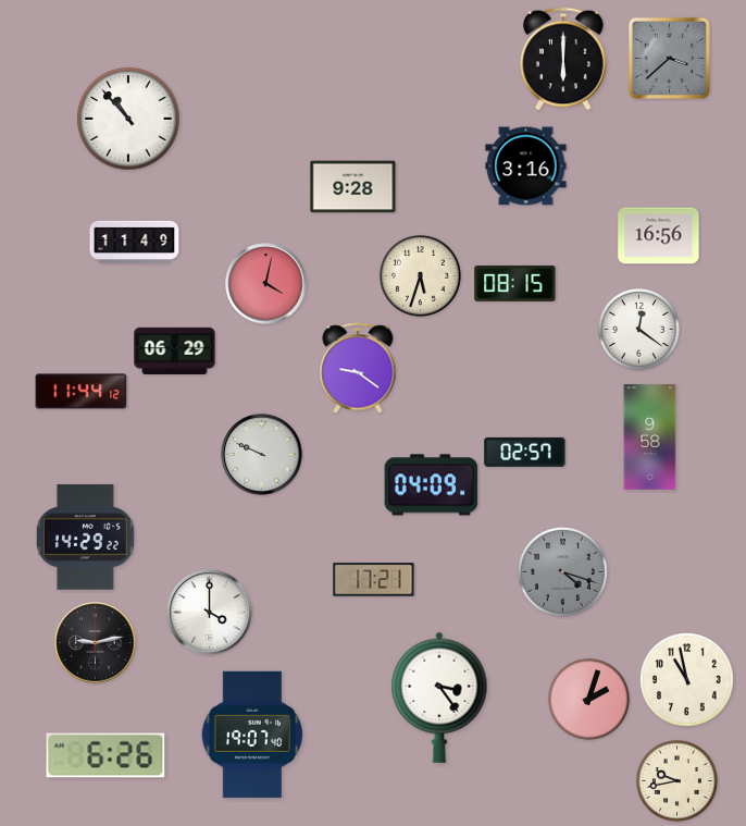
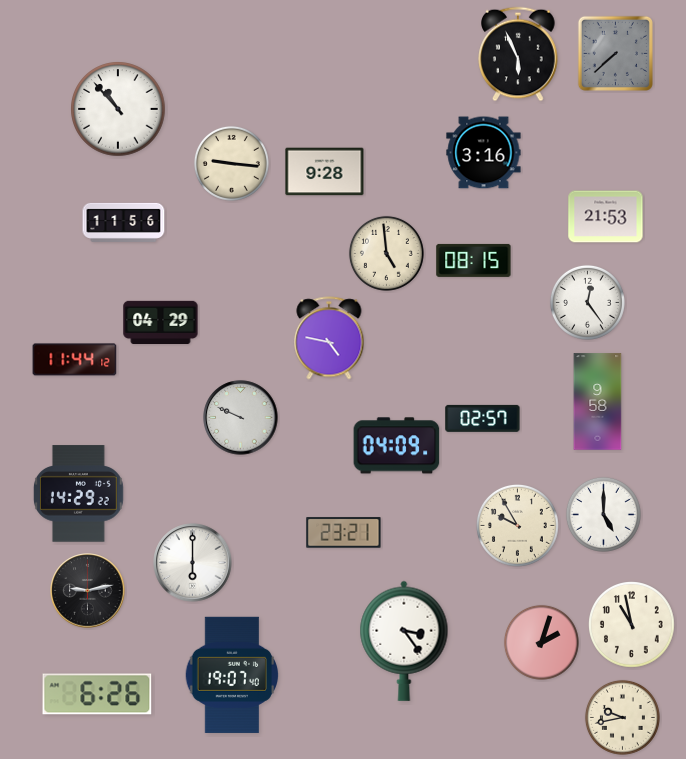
clock at (669, 58): 3:38 -> 7:38
clock at (563, 59): 6:00 -> 5:56
clock at (231, 163): none -> 9:16
clock at (659, 236): 16:56 -> 21:53
clock at (135, 242): 11:49 -> 11:56
clock at (420, 275): 5:33 -> 4:59
clock at (266, 284): 4:02 -> none
clock at (638, 329): 12:21 -> 12:24
clock at (175, 350): 06:29 -> 04:29
clock at (358, 368): 9:21 -> 4:47
clock at (525, 452) position: (525, 452) -> (483, 418)
clock at (603, 514): none -> 5:00
clock at (562, 571): 4:18 -> 9:55
clock at (562, 571) dial: grey -> cream
clock at (374, 580): 17:21 -> 23:21
clock at (210, 613): 4:00 -> 6:00
